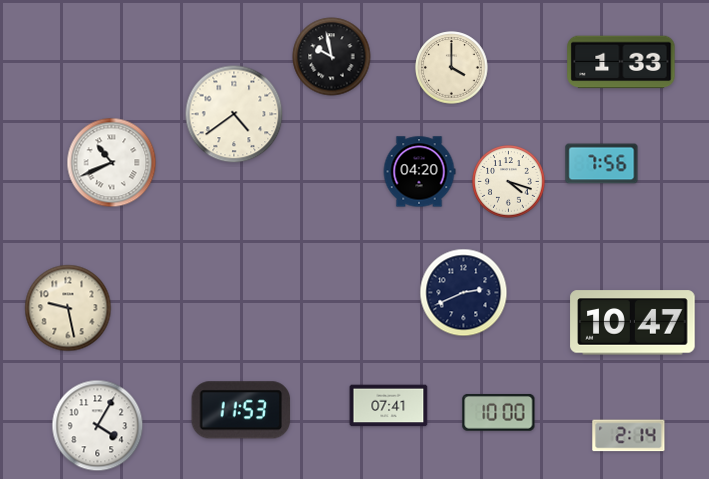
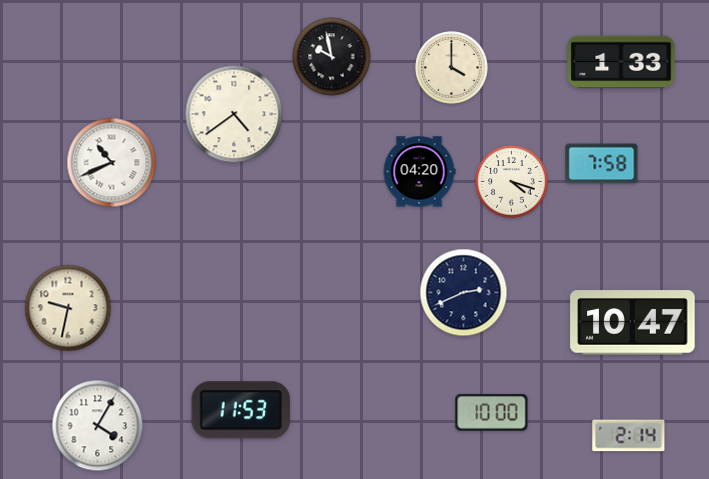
clock at (602, 164): 7:56 -> 7:58
clock at (509, 182) position: (509, 182) -> (512, 182)
clock at (68, 308): 9:28 -> 9:32
clock at (389, 406): 07:41 -> none
clock at (499, 413) position: (499, 413) -> (492, 413)
